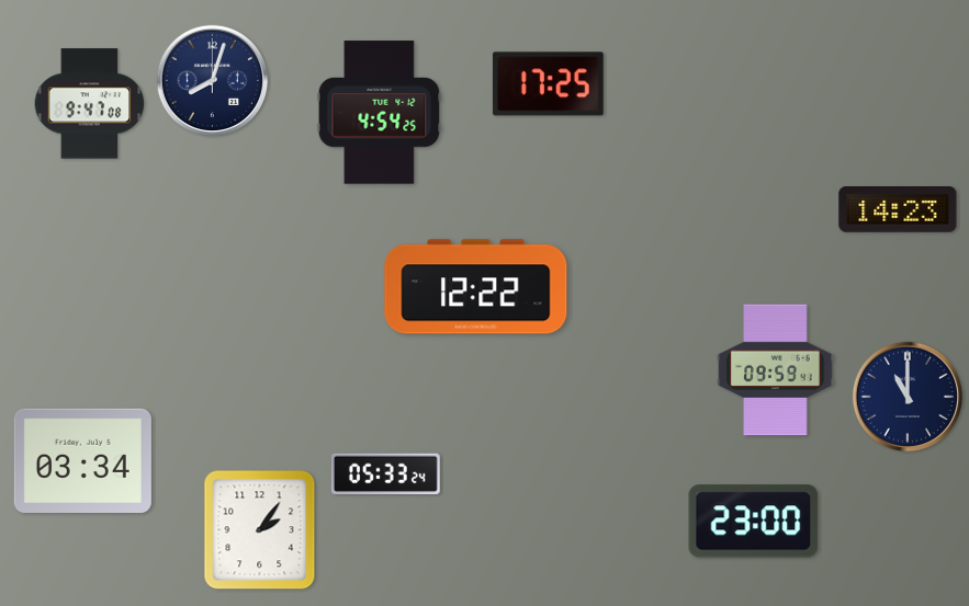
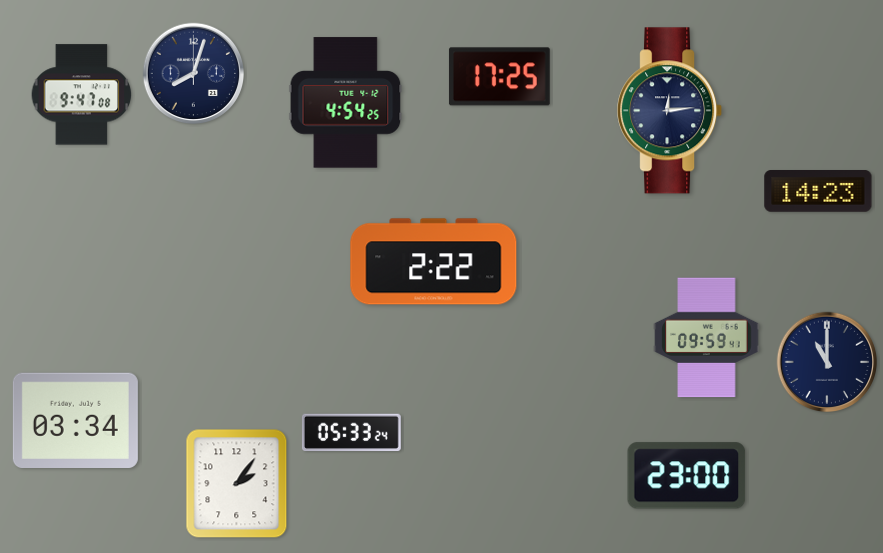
clock at (670, 111): none -> 12:14
clock at (476, 287): 12:22 -> 2:22
